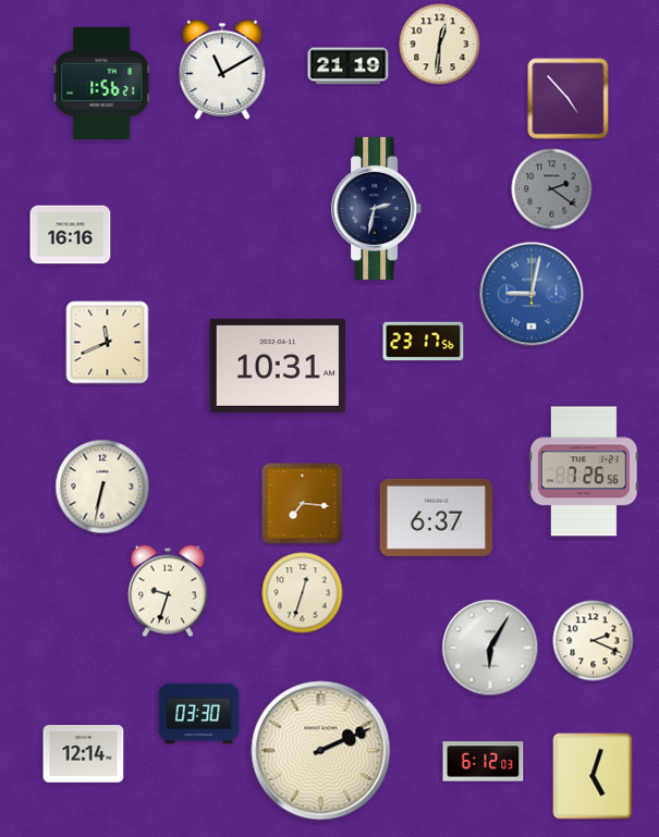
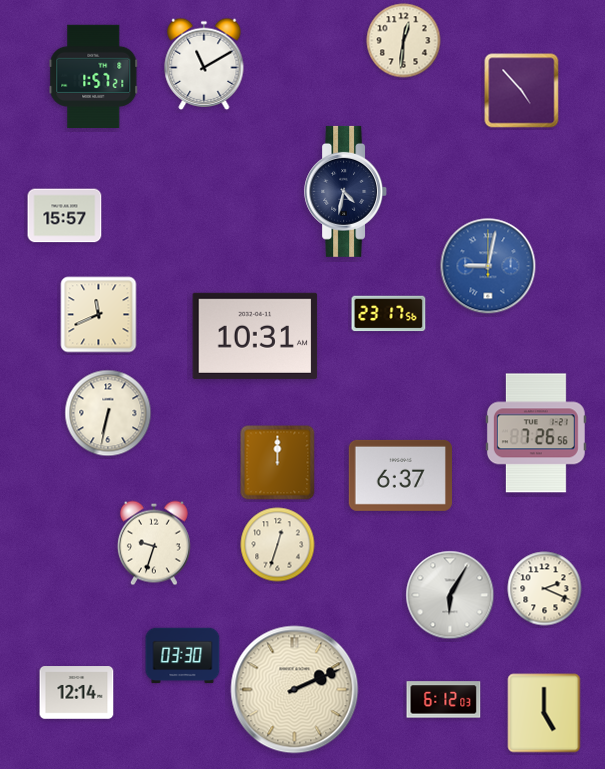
clock at (349, 66): 21:19 -> none
clock at (102, 83): 1:56 -> 1:57
clock at (552, 189): 2:21 -> none
clock at (377, 208): 2:32 -> 4:32
clock at (71, 235): 16:16 -> 15:57
clock at (532, 294) position: (532, 294) -> (488, 266)
clock at (102, 487) position: (102, 487) -> (108, 413)
clock at (303, 504): 7:16 -> 12:00
clock at (593, 776): 5:03 -> 5:00
